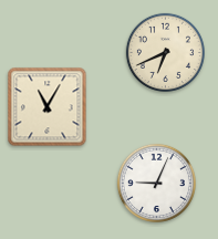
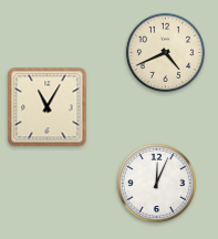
clock at (165, 52): 6:41 -> 4:41
clock at (156, 183): 9:04 -> 12:04
